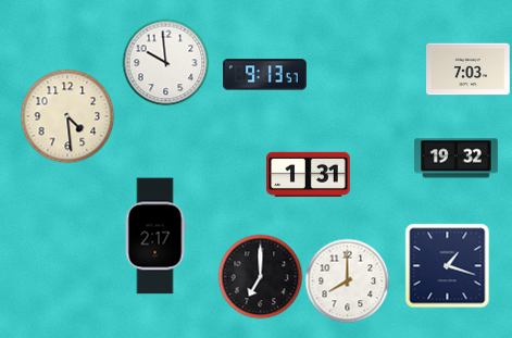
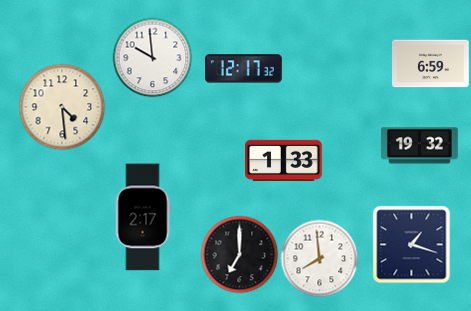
clock at (469, 70): 7:03 -> 6:59
clock at (265, 75): 9:13 -> 12:17
clock at (309, 174): 1:31 -> 1:33
clock at (347, 280): 8:00 -> 7:59
